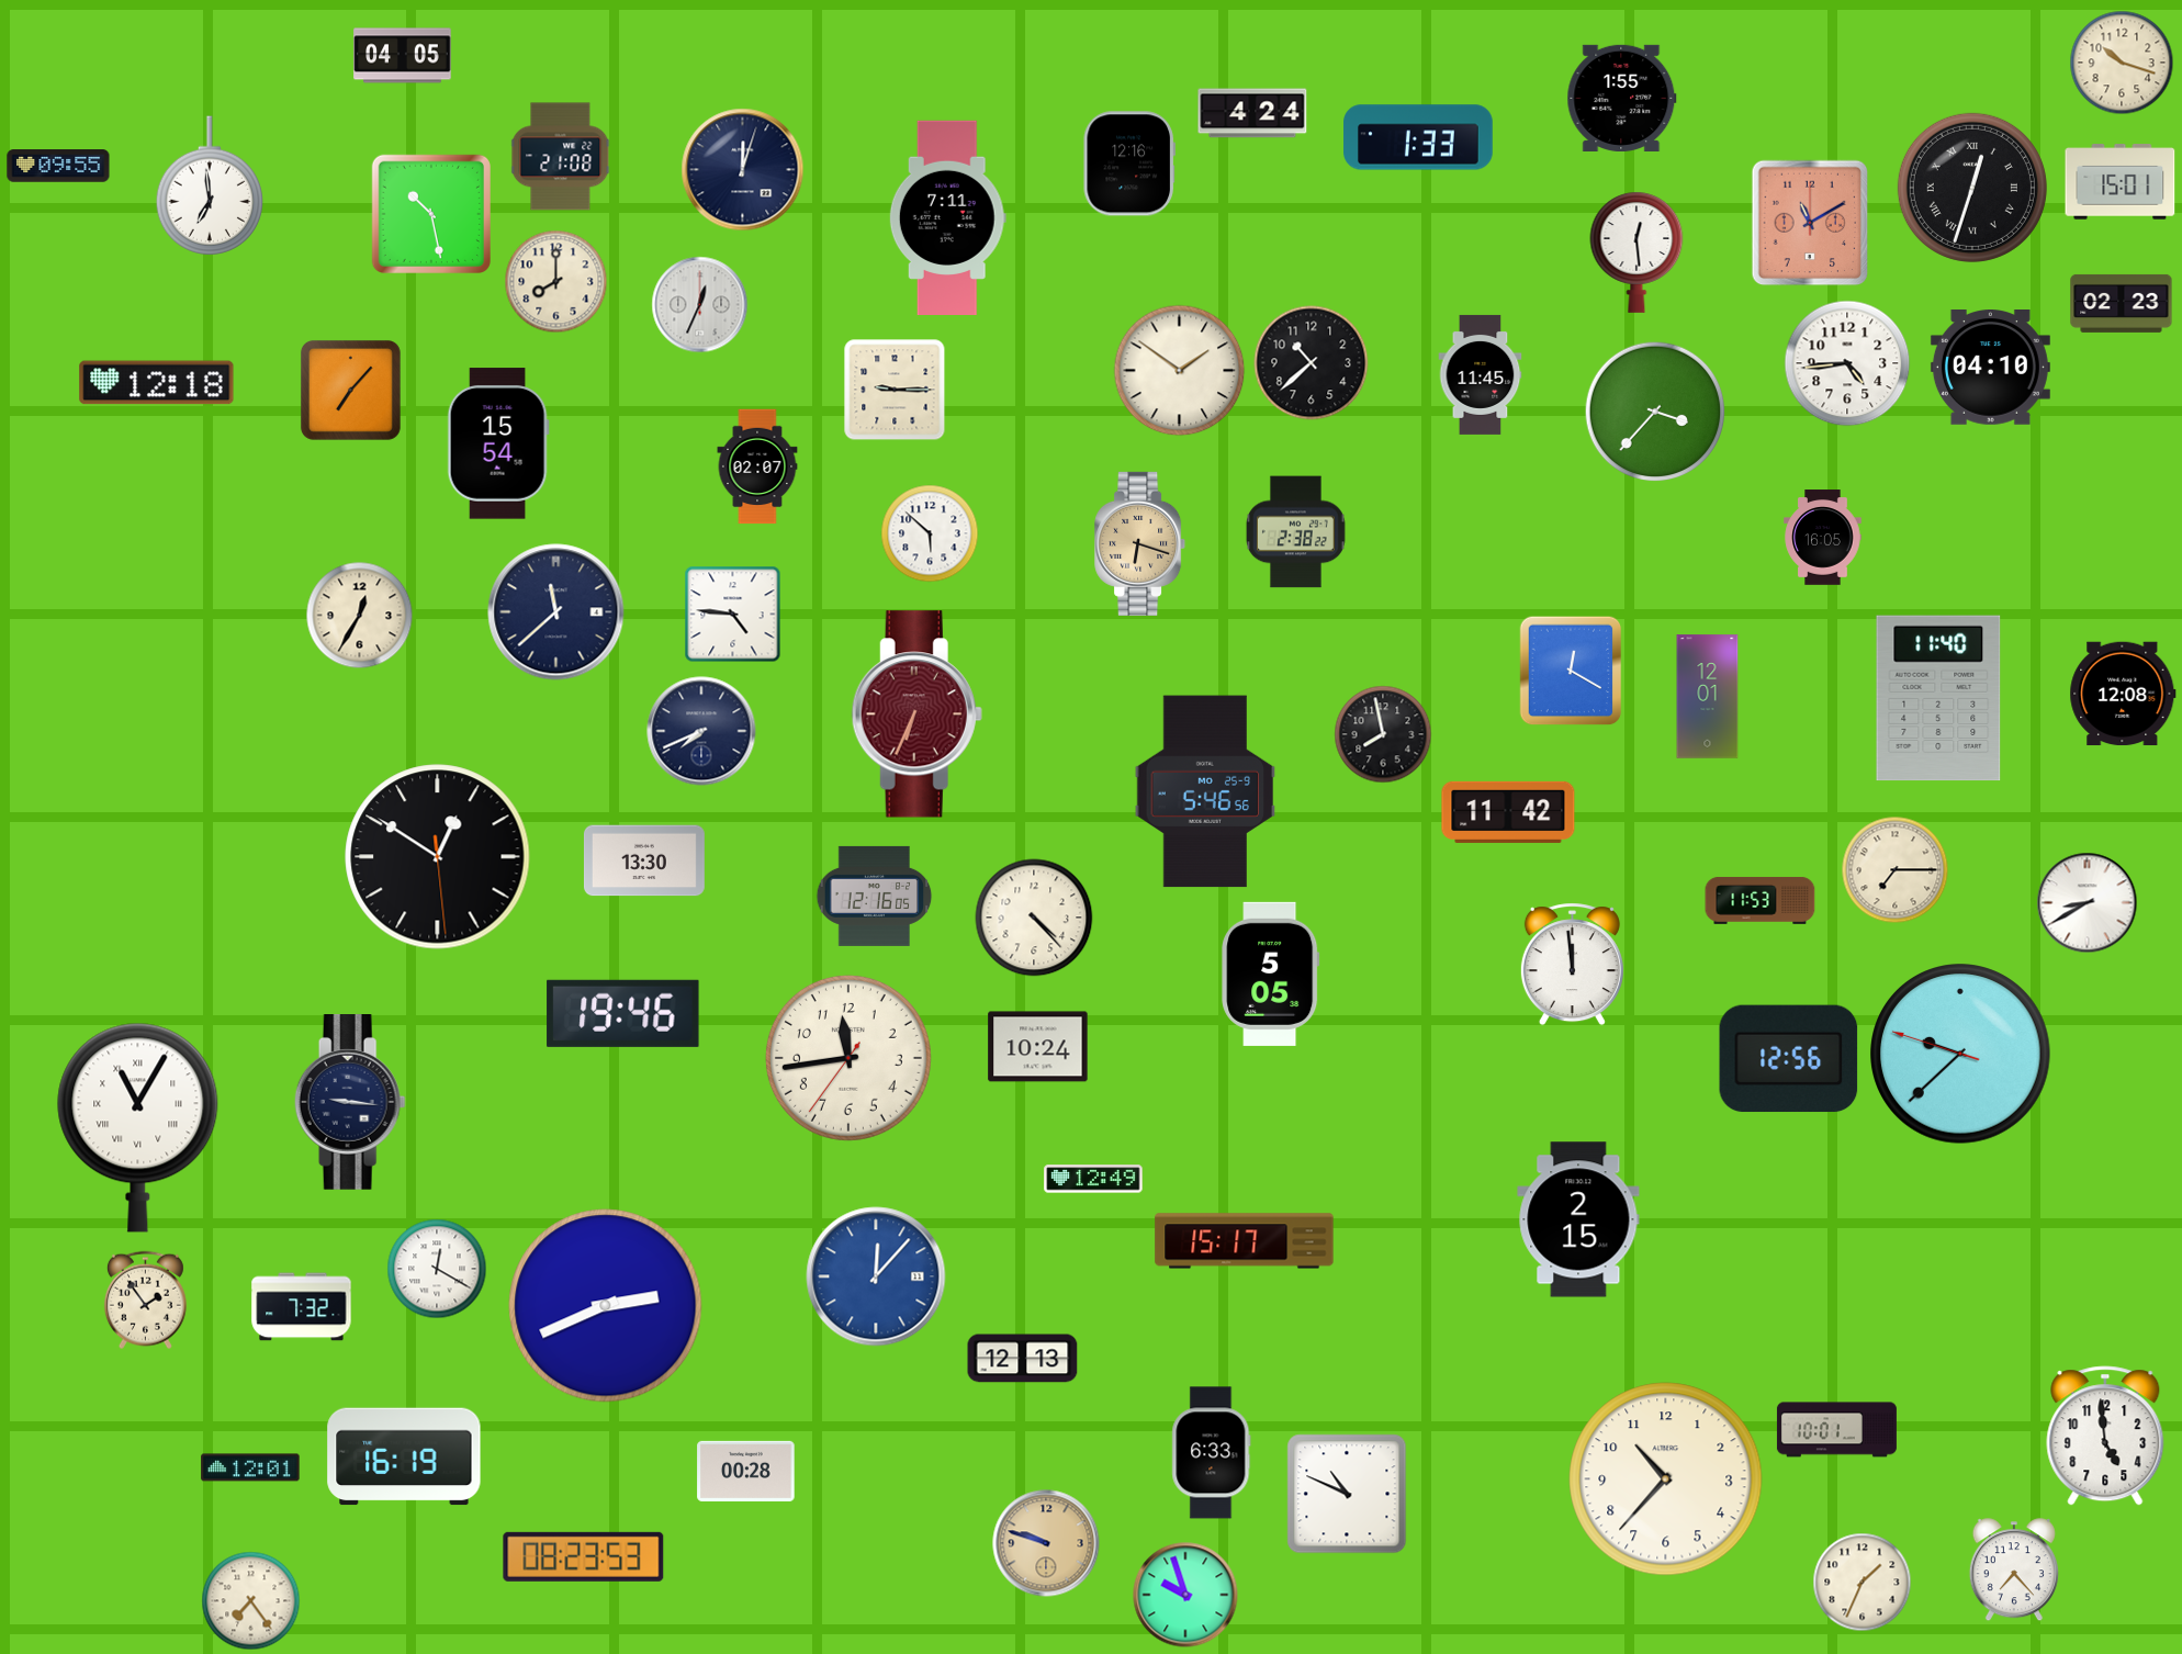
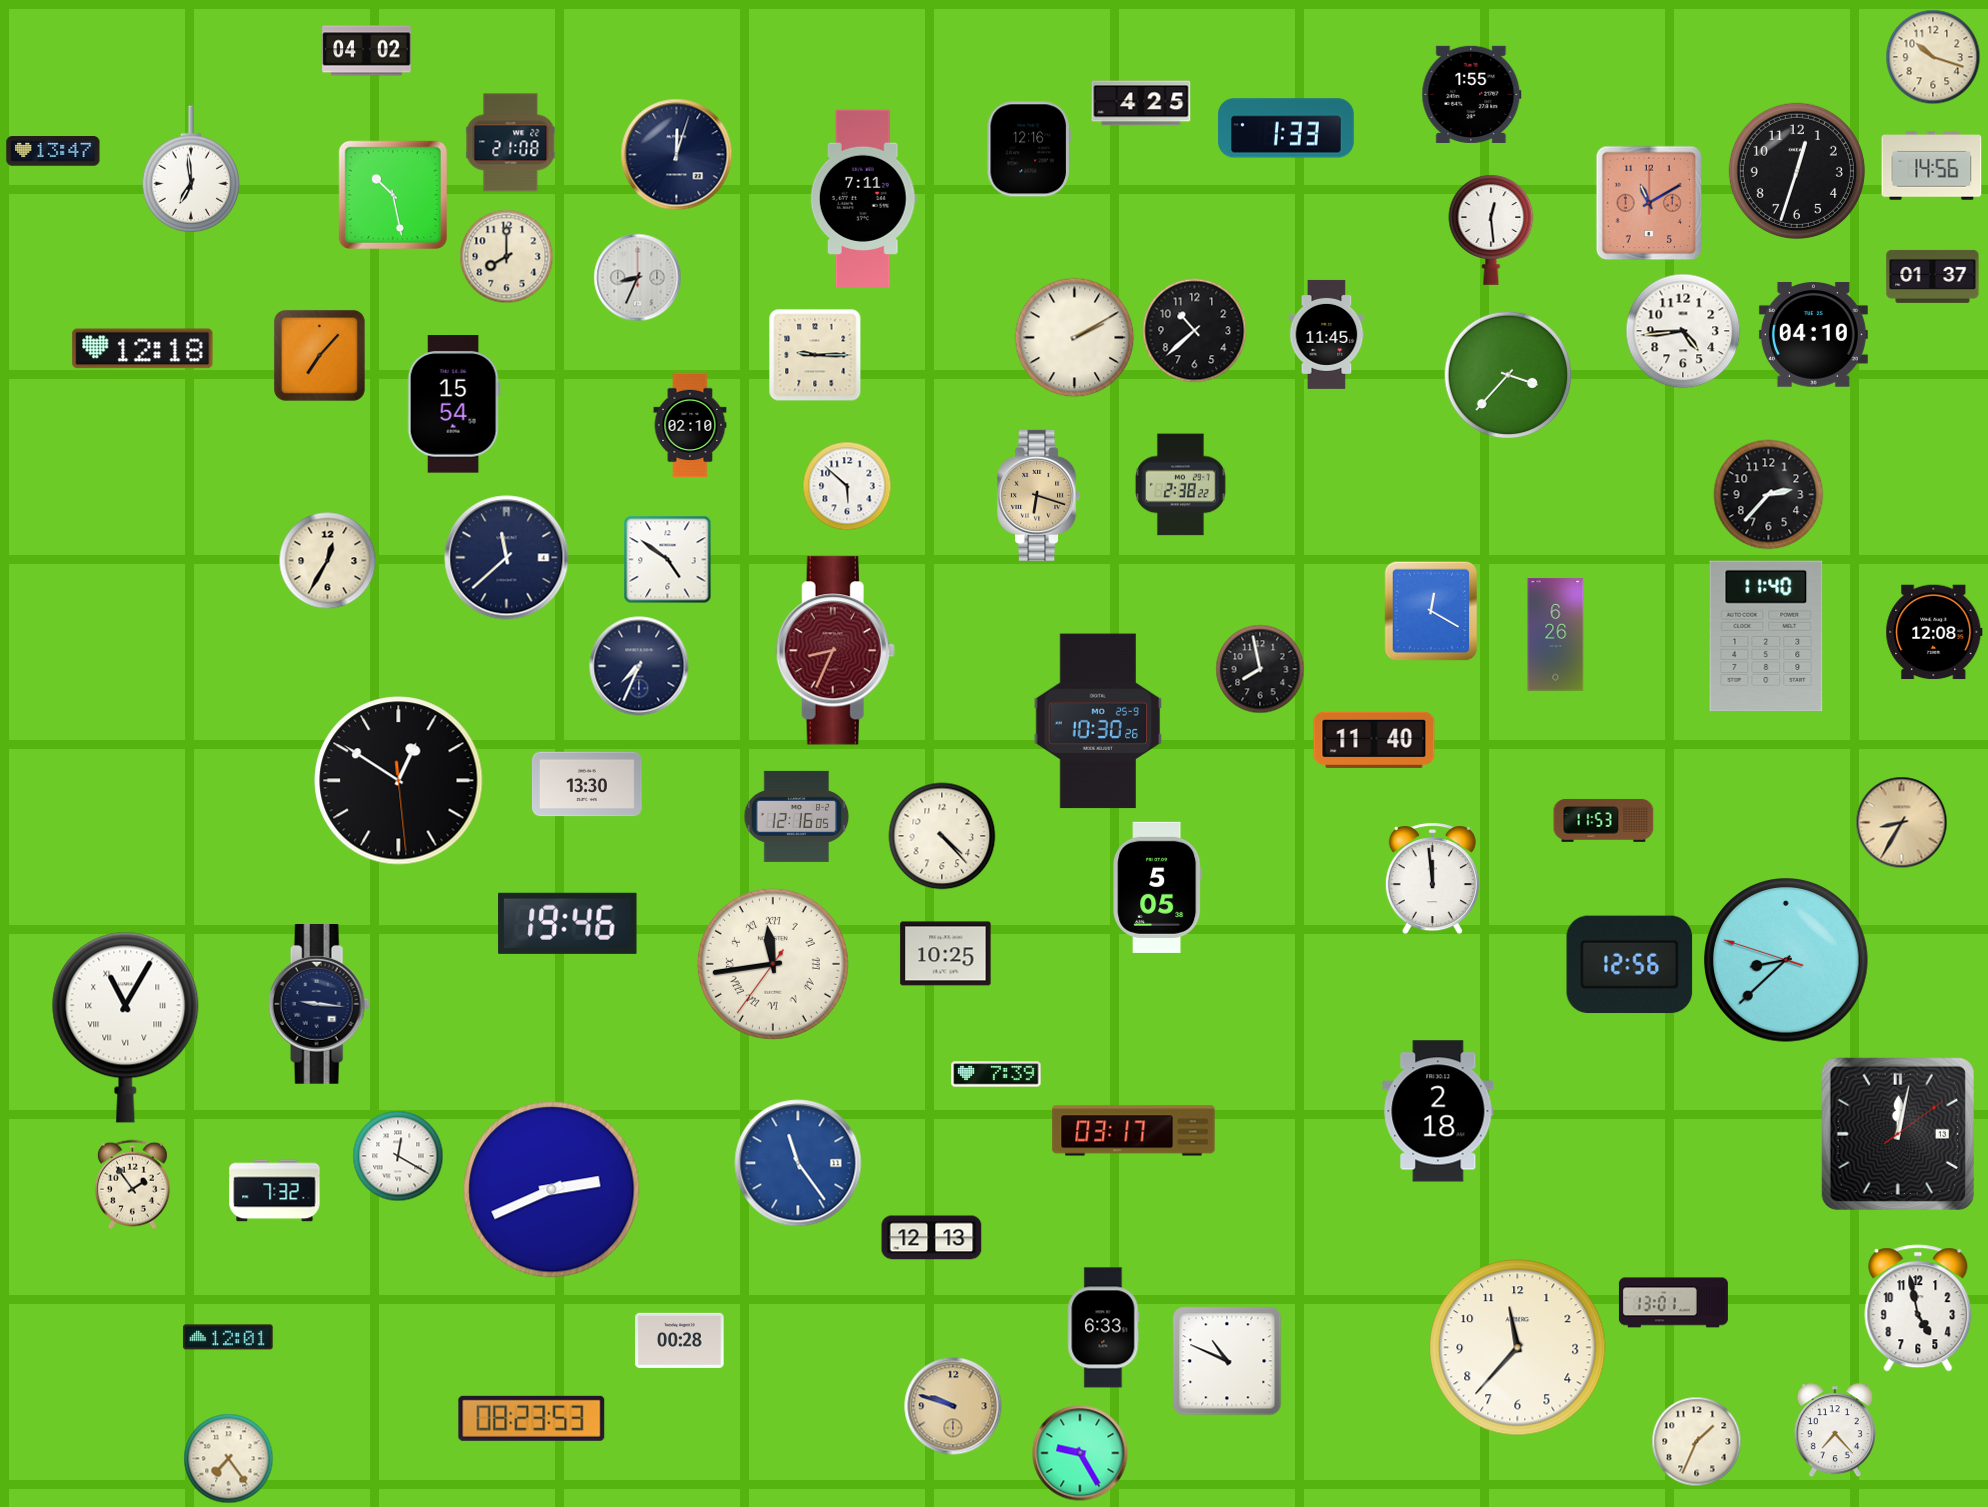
clock at (403, 56): 04:05 -> 04:02
clock at (1622, 98) position: (1622, 98) -> (1472, 94)
clock at (1252, 113): 4:24 -> 4:25
clock at (1418, 137) position: (1418, 137) -> (1286, 128)
clock at (58, 166): 09:55 -> 13:47
clock at (2121, 182): 15:01 -> 14:56
clock at (1972, 188) numerals: Roman -> Arabic
clock at (2122, 303): 02:23 -> 01:37
clock at (700, 305): 12:34 -> 8:34
clock at (1180, 371): 1:51 -> 2:10
clock at (1481, 374) position: (1481, 374) -> (1327, 334)
clock at (757, 466): 02:07 -> 02:10
clock at (1823, 538): 16:05 -> none
clock at (1769, 495): none -> 2:37
clock at (733, 615): 4:46 -> 4:51
clock at (1708, 697): 12:01 -> 6:26
clock at (916, 715): 6:34 -> 8:34
clock at (701, 731): 7:41 -> 7:34
clock at (1205, 791): 5:46 -> 10:30
clock at (1508, 812): 11:42 -> 11:40
clock at (1896, 870): 7:15 -> none
clock at (2088, 903): 8:40 -> 8:35
clock at (2088, 903) dial: white -> champagne
clock at (1038, 1047): 10:24 -> 10:25
clock at (1960, 1054): 9:37 -> 8:37
clock at (848, 1058) numerals: Arabic -> Roman
clock at (1093, 1179): 12:49 -> 7:39
clock at (1578, 1219): 2:15 -> 2:18
clock at (1245, 1241): 15:17 -> 03:17
clock at (1898, 1134): none -> 12:02
clock at (876, 1276): 12:07 -> 11:24
clock at (1836, 1430): 10:01 -> 13:01
clock at (2105, 1436): 4:59 -> 4:58
clock at (1212, 1453) position: (1212, 1453) -> (1104, 1328)
clock at (404, 1456): 16:19 -> none
clock at (1666, 1479): 10:37 -> 11:37
clock at (1185, 1595): 9:57 -> 9:25
